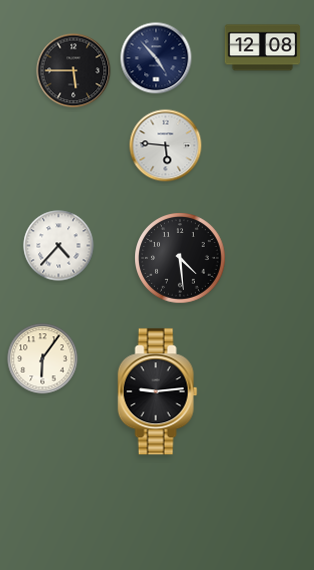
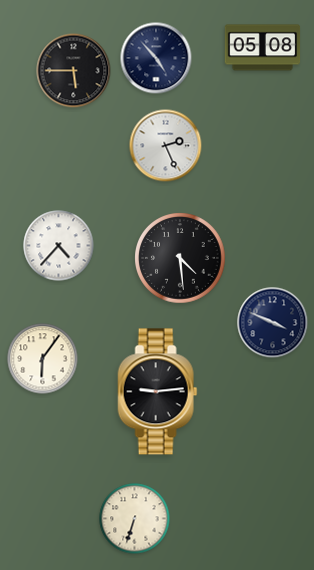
clock at (263, 48): 12:08 -> 05:08
clock at (166, 146): 5:46 -> 2:26
clock at (273, 323): none -> 3:49
clock at (135, 519): none -> 6:33
